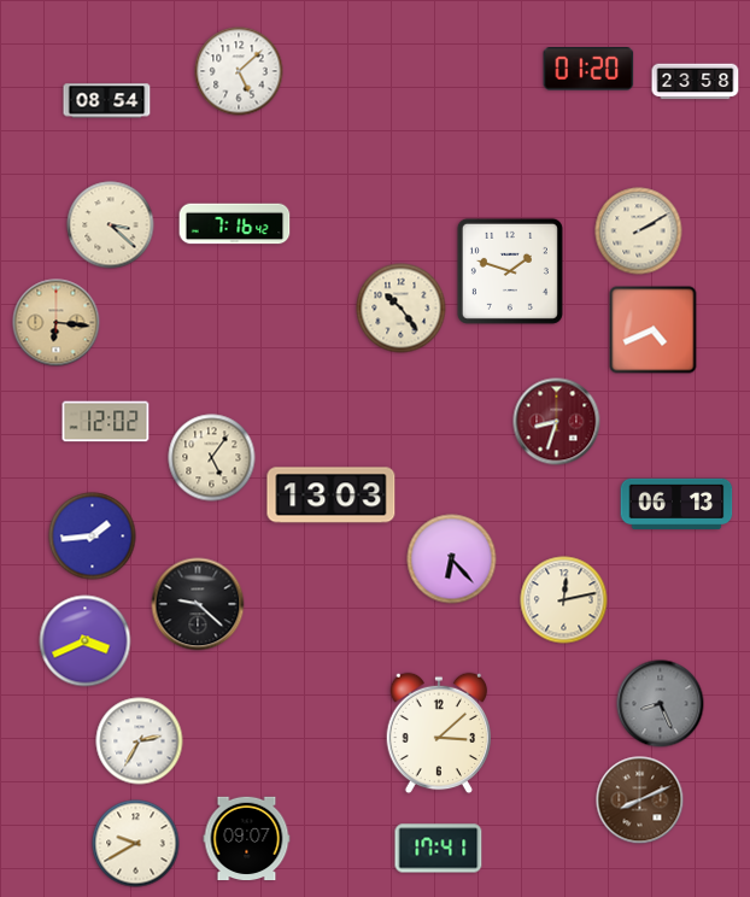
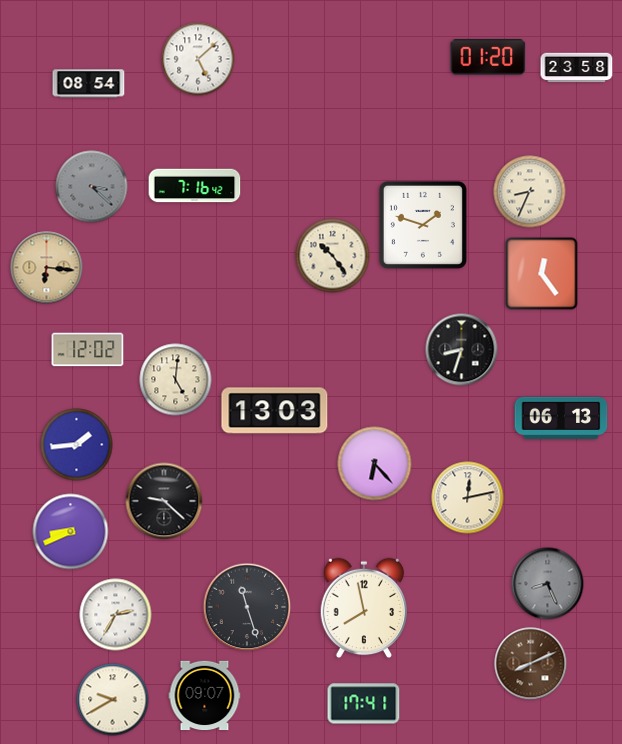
clock at (111, 225) dial: cream -> grey
clock at (639, 231): 2:10 -> 8:34
clock at (654, 330): 4:41 -> 12:24
clock at (557, 422) dial: burgundy -> black
clock at (212, 458): 5:06 -> 5:01
clock at (86, 641): 3:41 -> 8:41
clock at (247, 607): none -> 11:27
clock at (439, 733): 3:08 -> 7:58
